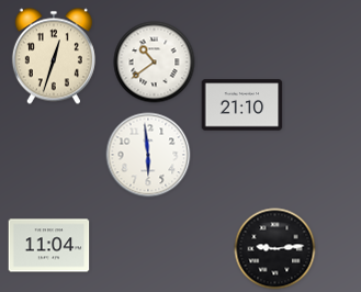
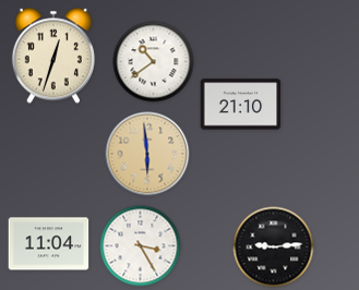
clock at (148, 155) dial: white -> champagne
clock at (141, 246): none -> 3:25
